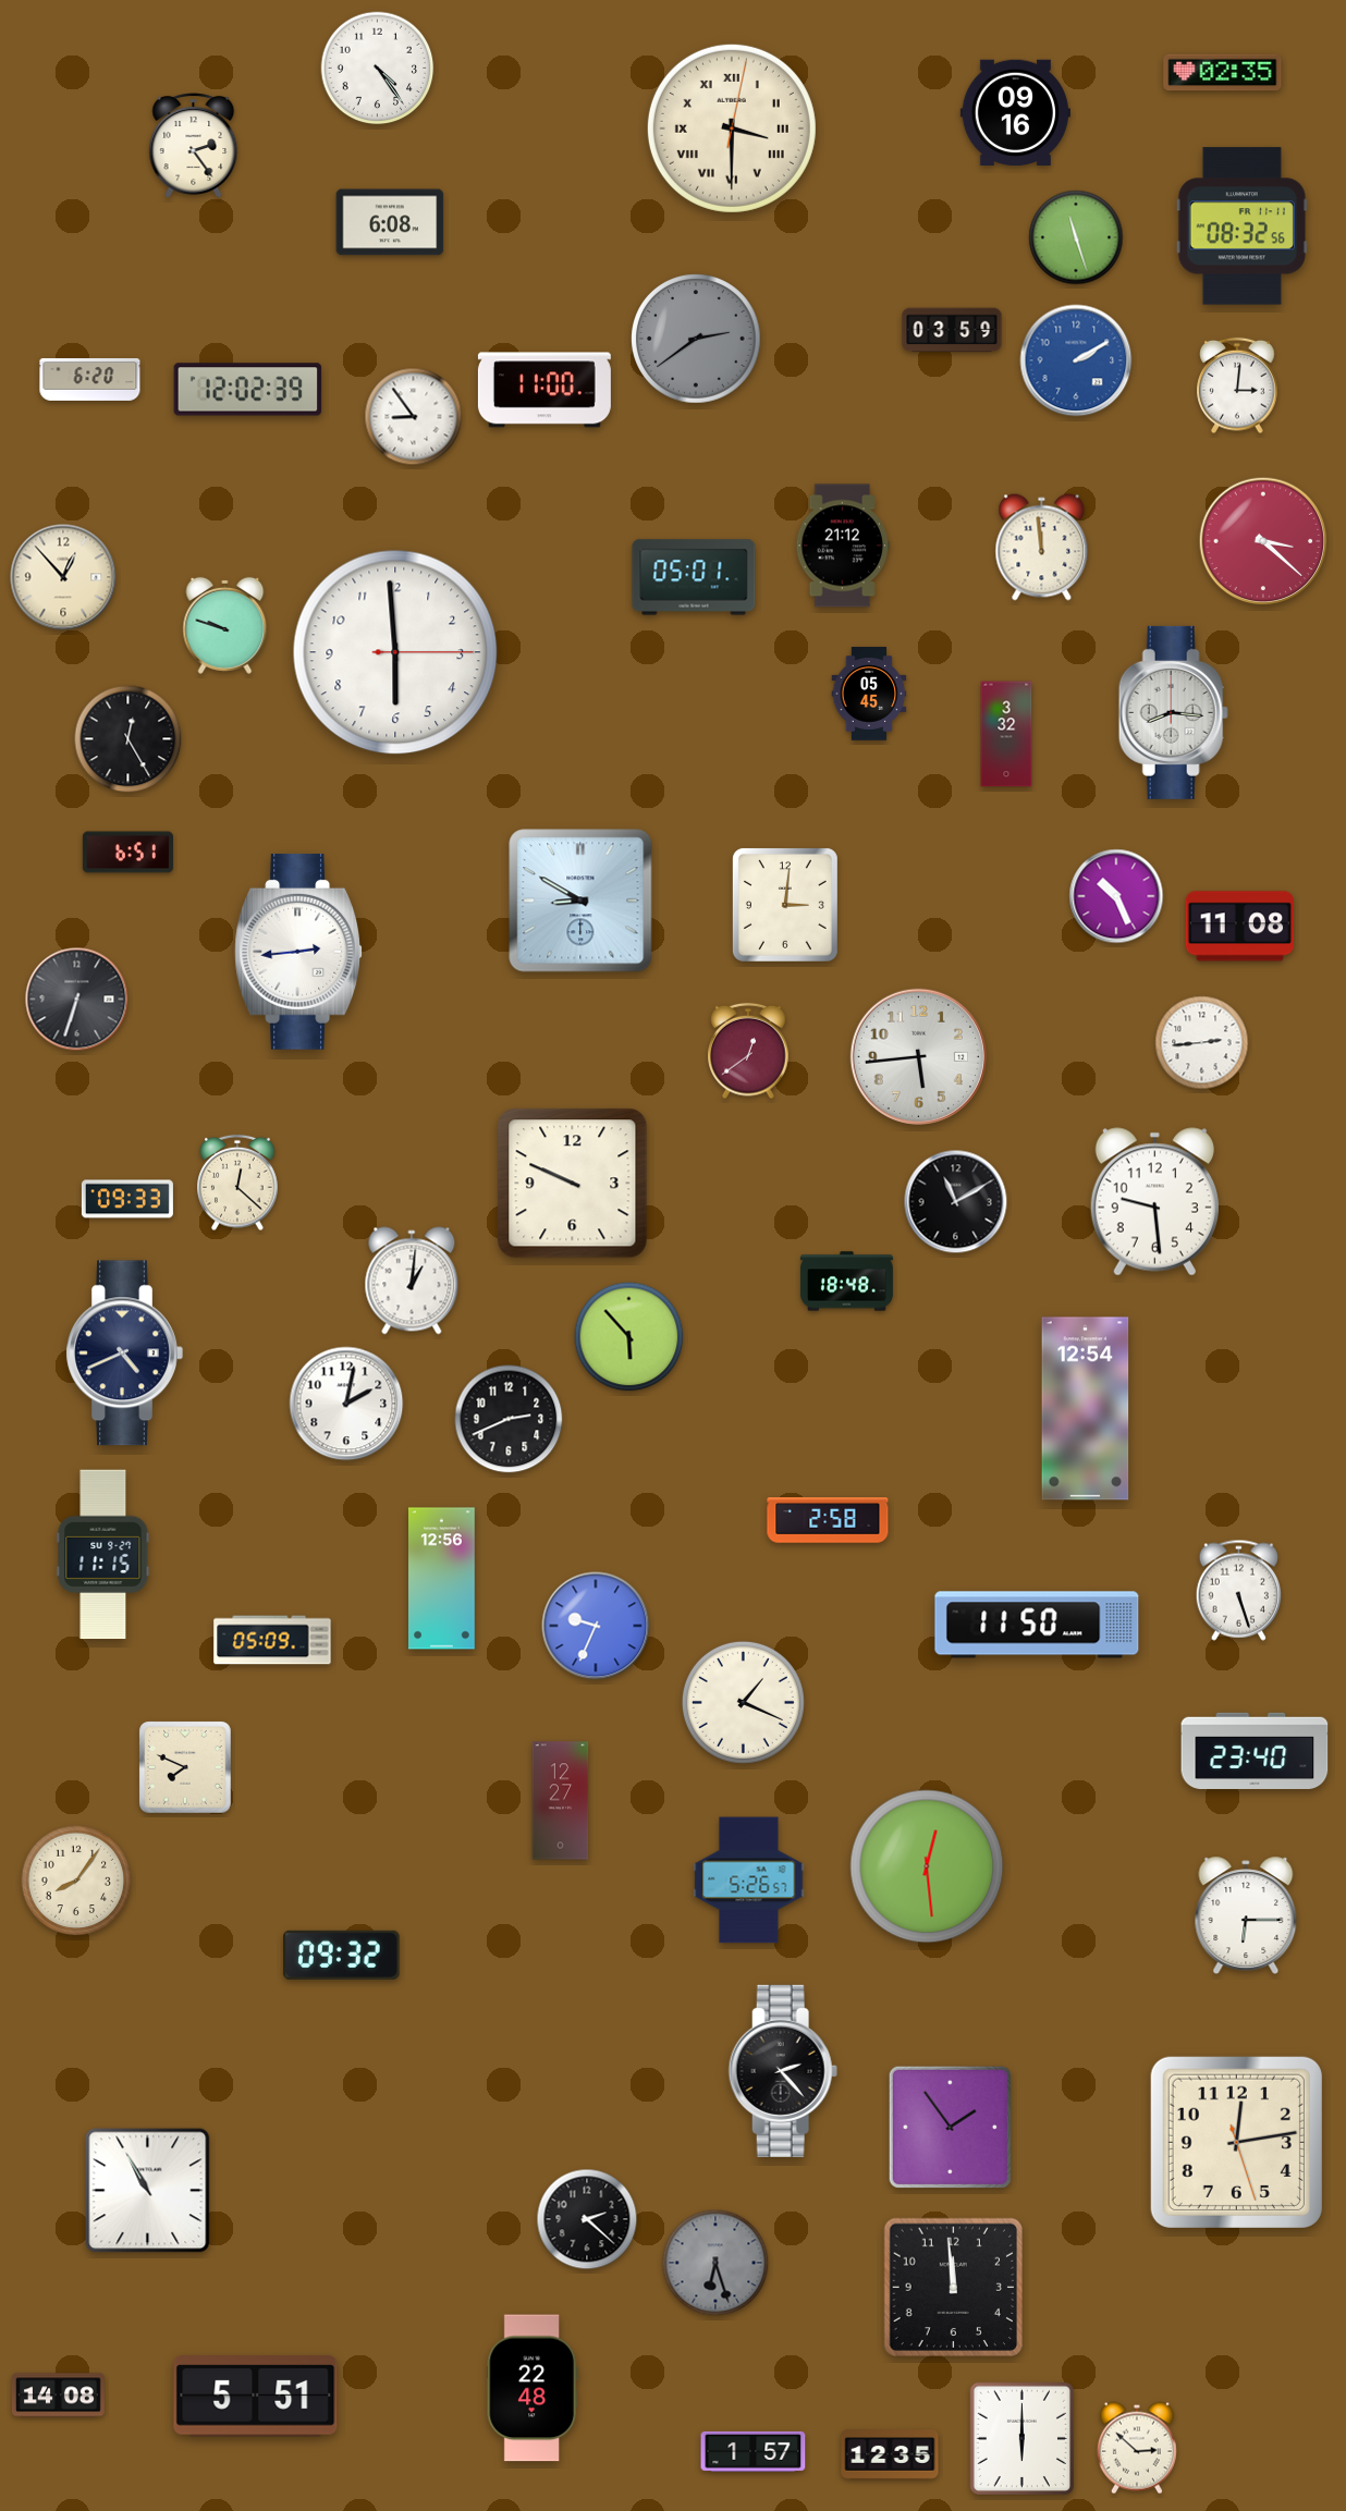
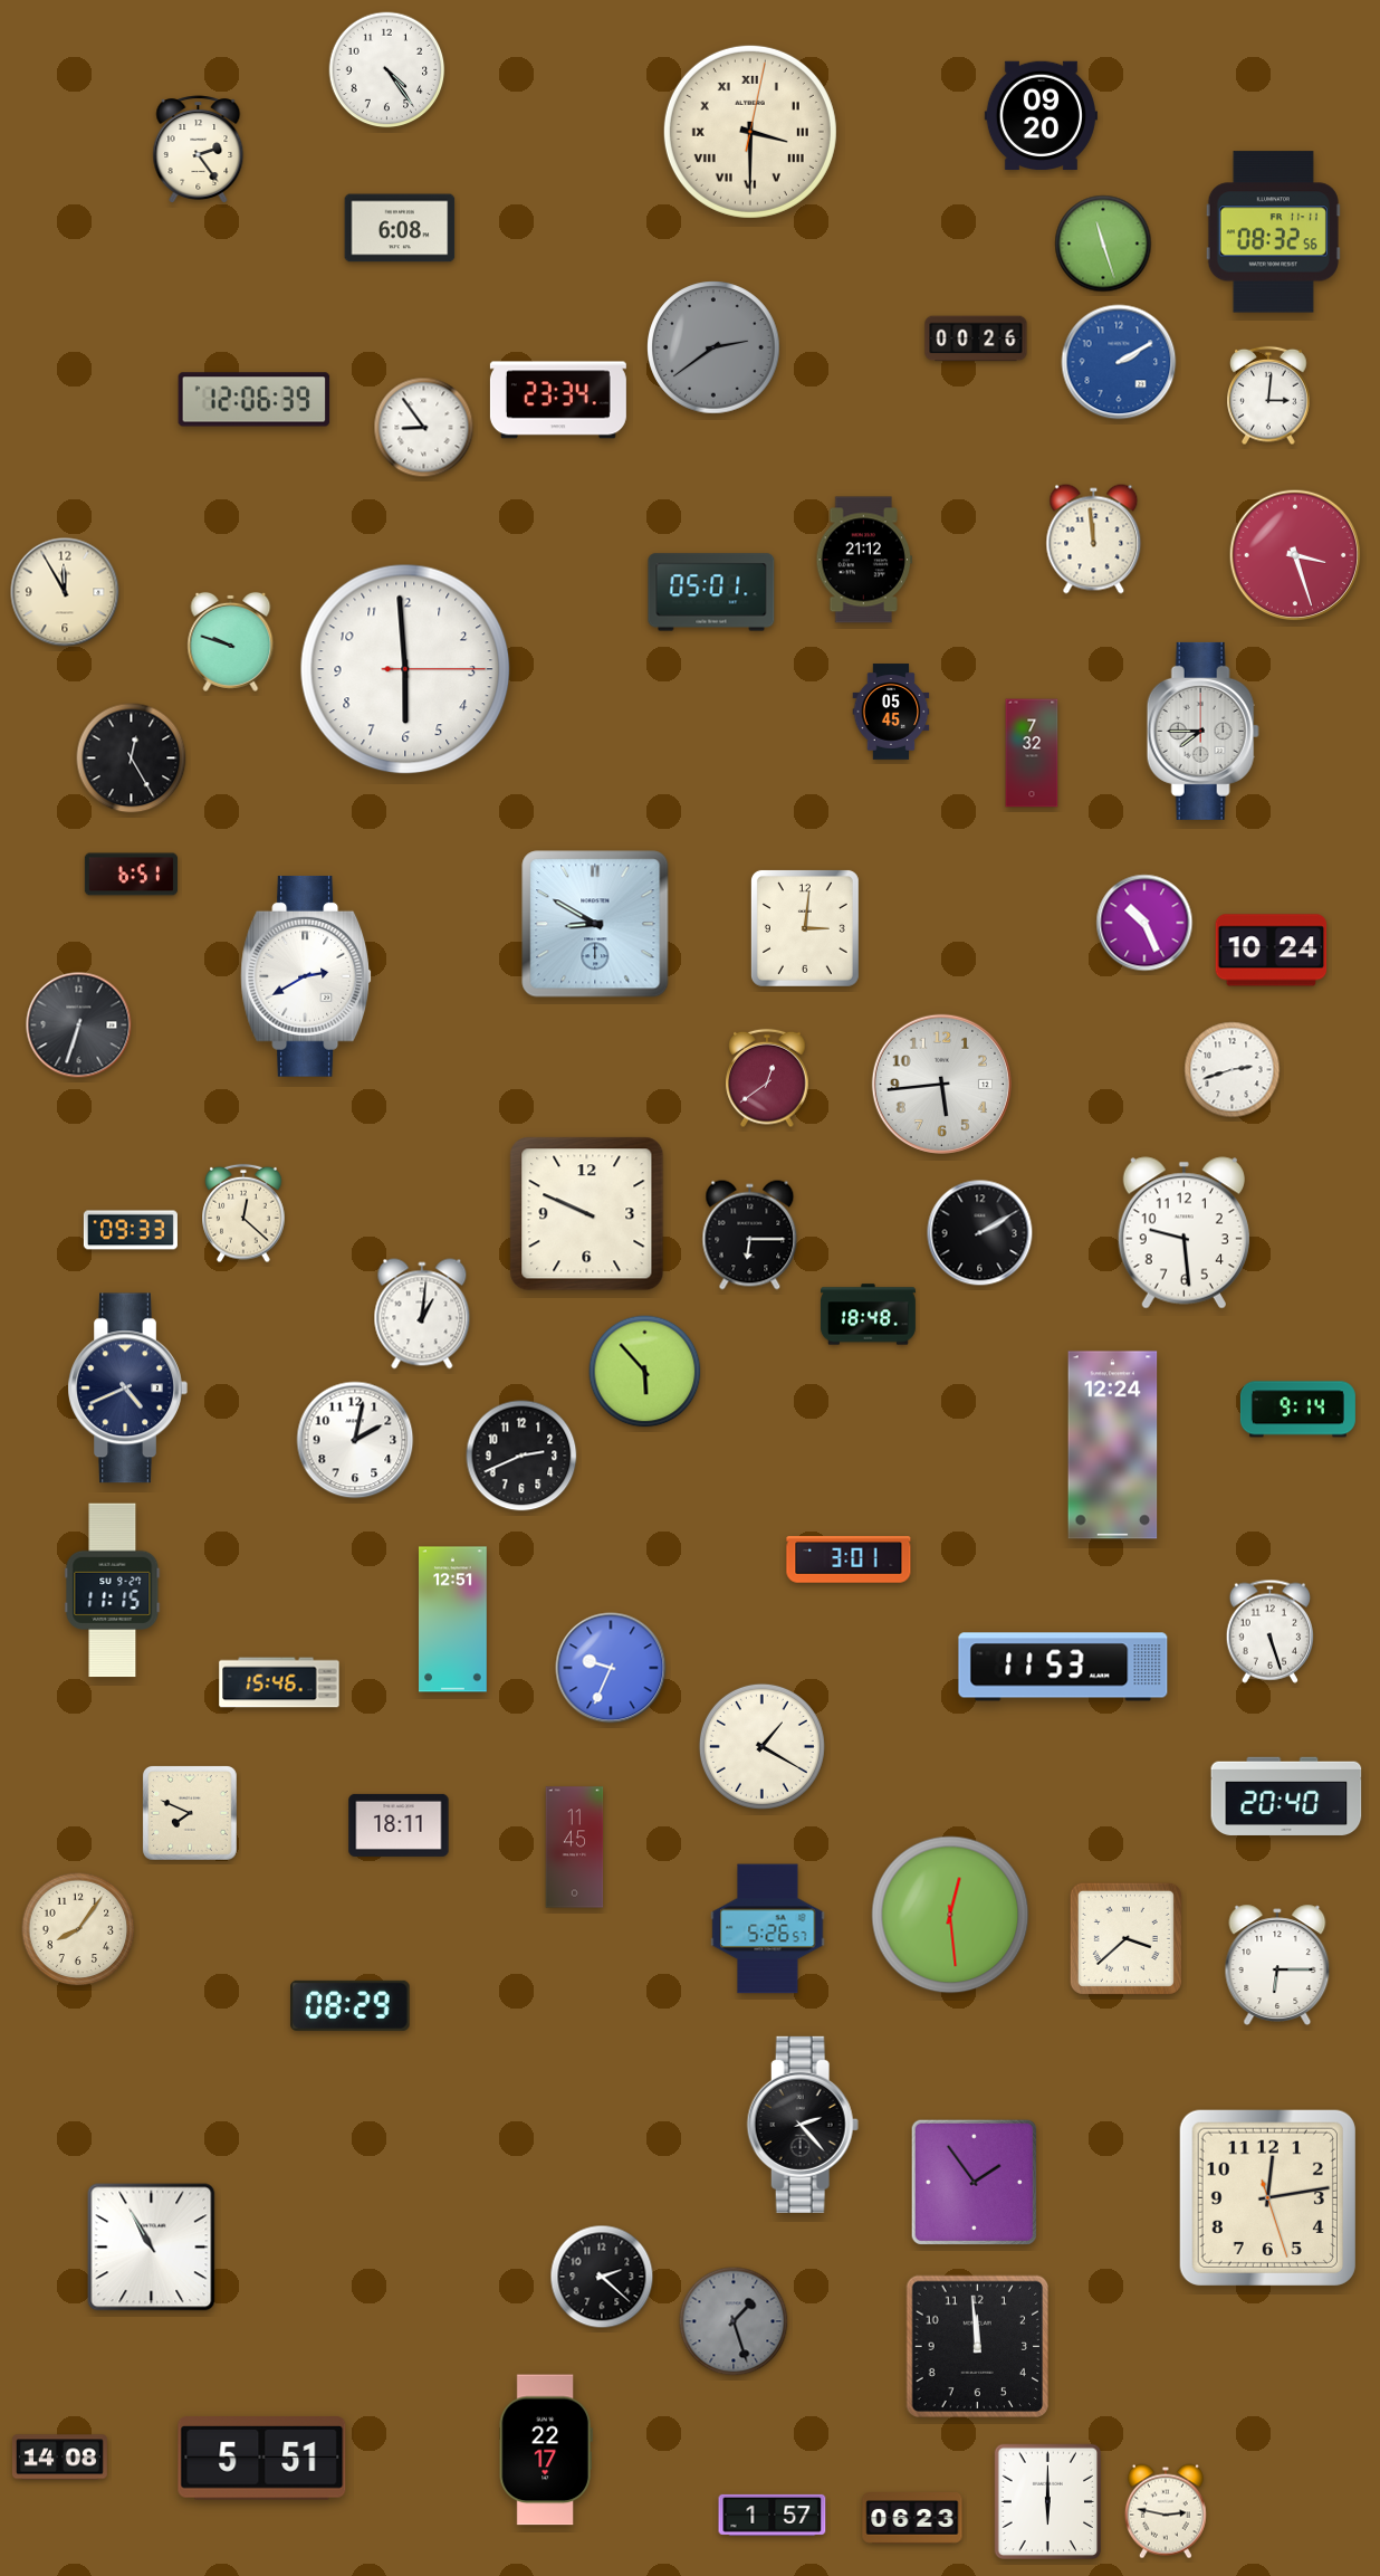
clock at (1223, 73): 02:35 -> none
clock at (1015, 112): 09:16 -> 09:20
clock at (952, 330): 03:59 -> 00:26
clock at (1076, 360) position: (1076, 360) -> (1119, 362)
clock at (90, 379): 6:20 -> none
clock at (248, 390): 12:02 -> 12:06
clock at (544, 390): 11:00 -> 23:34
clock at (1263, 541): 3:22 -> 3:27
clock at (1042, 548) position: (1042, 548) -> (1094, 540)
clock at (63, 577): 12:53 -> 11:55
clock at (1173, 712): 8:16 -> 7:45
clock at (1006, 734): 3:32 -> 7:32
clock at (1116, 896) position: (1116, 896) -> (1144, 923)
clock at (1240, 927): 11:08 -> 10:24
clock at (299, 952): 2:44 -> 2:40
clock at (1202, 1043): 2:44 -> 2:42
clock at (956, 1202): 11:10 -> 2:10
clock at (750, 1235): none -> 6:15
clock at (1297, 1410): none -> 9:14
clock at (1086, 1409): 12:54 -> 12:24
clock at (828, 1520): 2:58 -> 3:01
clock at (103, 1555) position: (103, 1555) -> (113, 1591)
clock at (442, 1579): 12:56 -> 12:51
clock at (1037, 1625): 11:50 -> 11:53
clock at (272, 1640): 05:09 -> 15:46
clock at (743, 1702): 1:19 -> 1:20
clock at (1255, 1750): 23:40 -> 20:40
clock at (399, 1825): none -> 18:11
clock at (561, 1801): 12:27 -> 11:45
clock at (1125, 1938): none -> 3:38
clock at (342, 1955): 09:32 -> 08:29
clock at (715, 2263): 6:27 -> 1:27
clock at (533, 2388): 22:48 -> 22:17
clock at (1137, 2448): 2:52 -> 2:47
clock at (890, 2455): 12:35 -> 06:23
